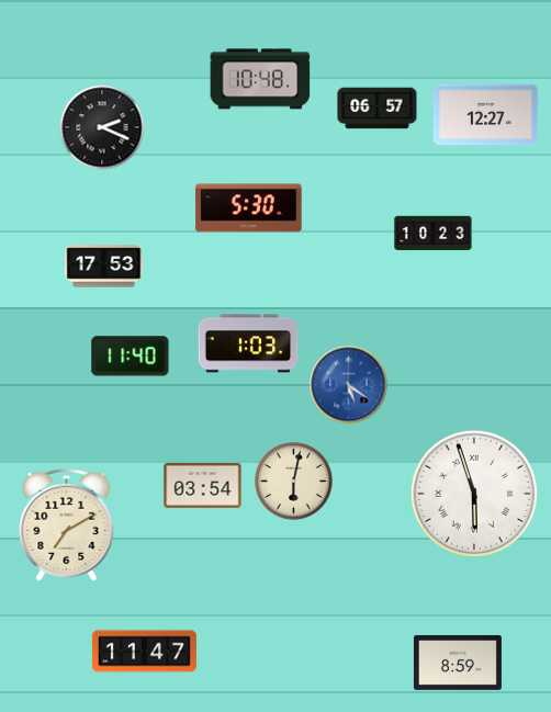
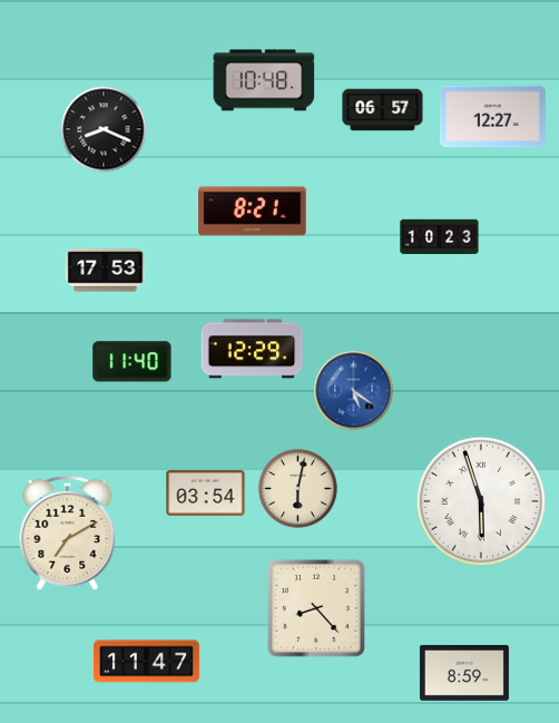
clock at (102, 127): 2:19 -> 8:19
clock at (249, 208): 5:30 -> 8:21
clock at (248, 343): 1:03 -> 12:29
clock at (316, 608): none -> 8:23
